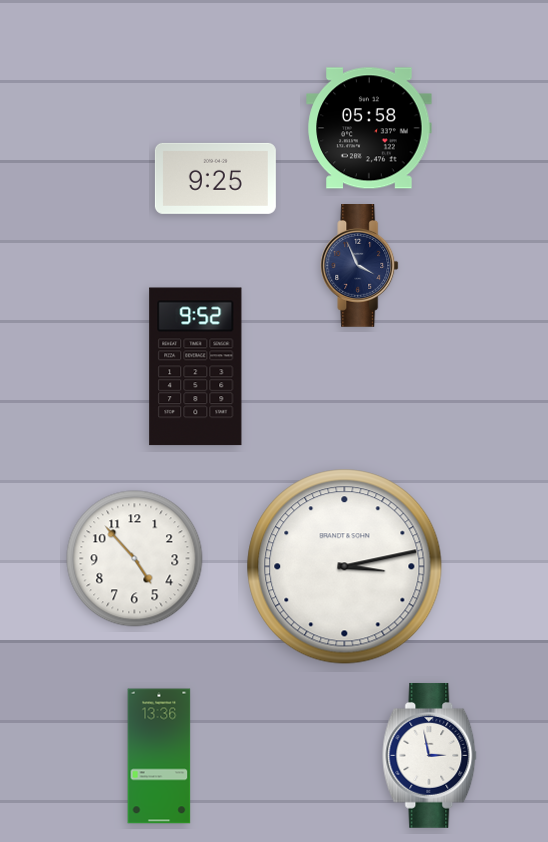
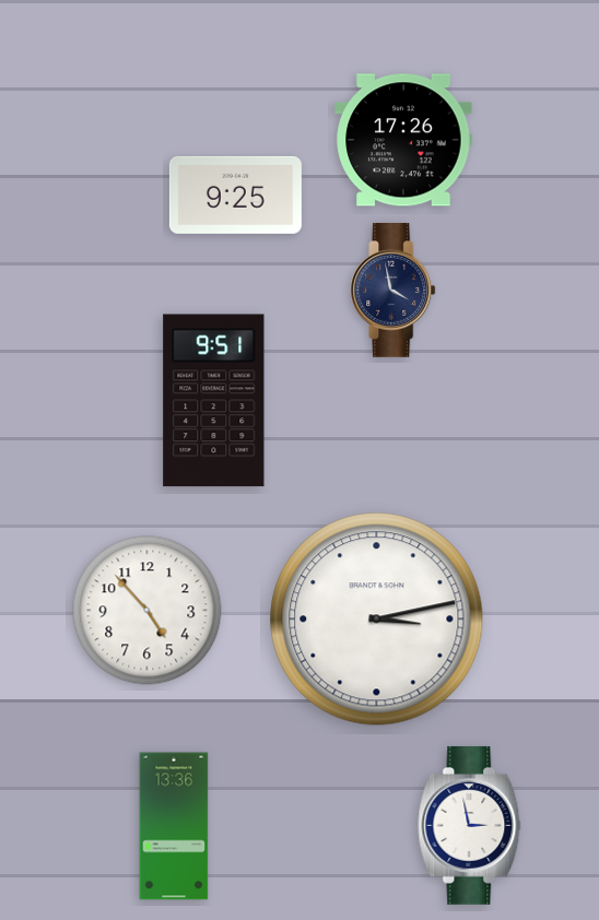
clock at (369, 128): 05:58 -> 17:26
clock at (360, 266): 3:56 -> 3:58
clock at (196, 367): 9:52 -> 9:51
